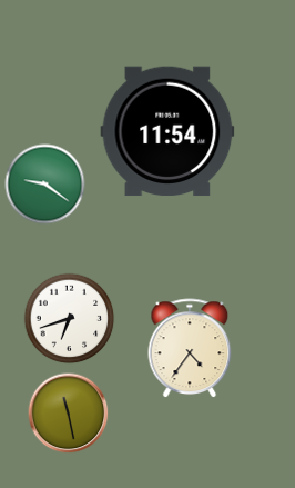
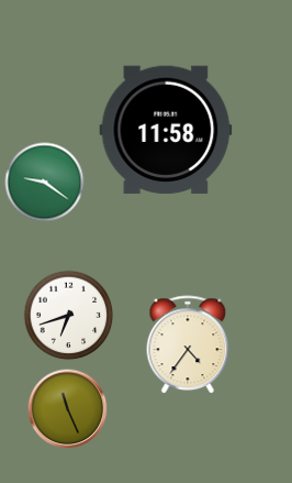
clock at (167, 131): 11:54 -> 11:58
clock at (69, 414): 11:28 -> 11:26
